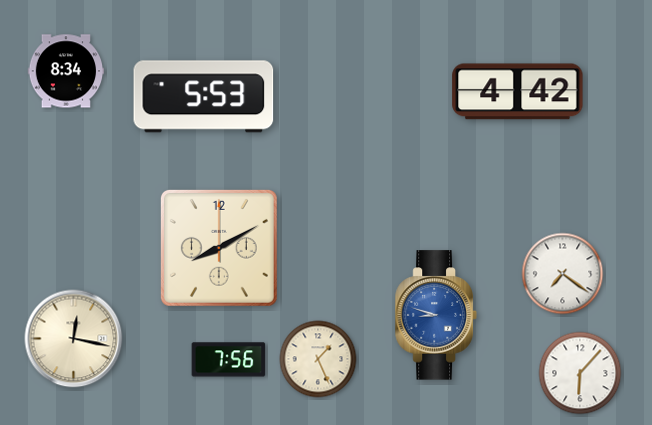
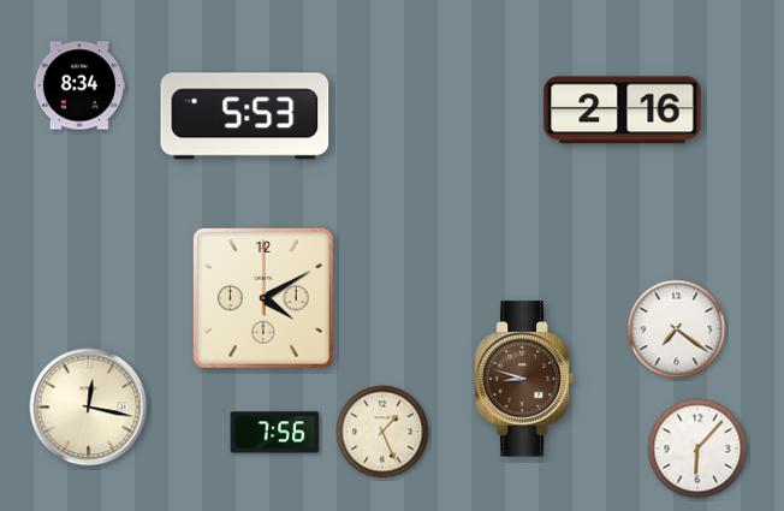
clock at (518, 92): 4:42 -> 2:16
clock at (219, 248): 8:10 -> 4:10
clock at (436, 315) dial: blue -> brown
